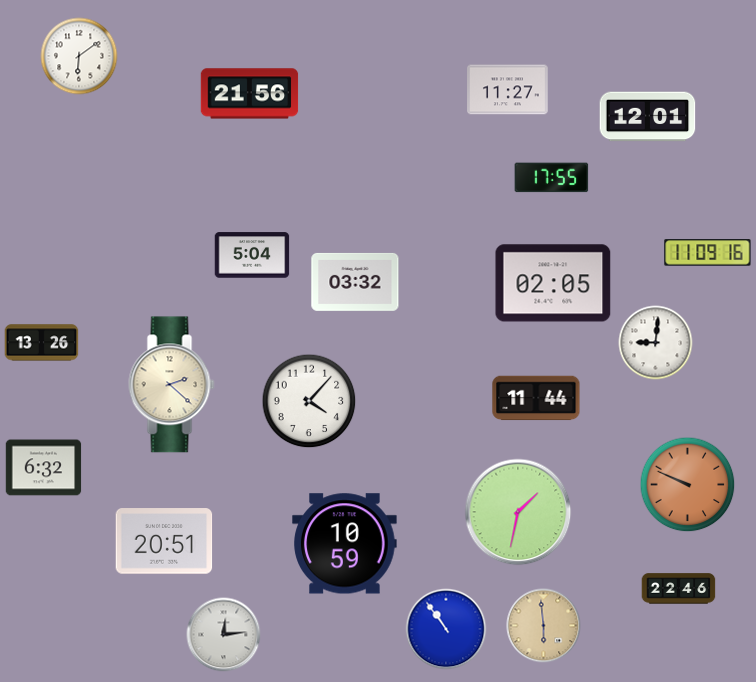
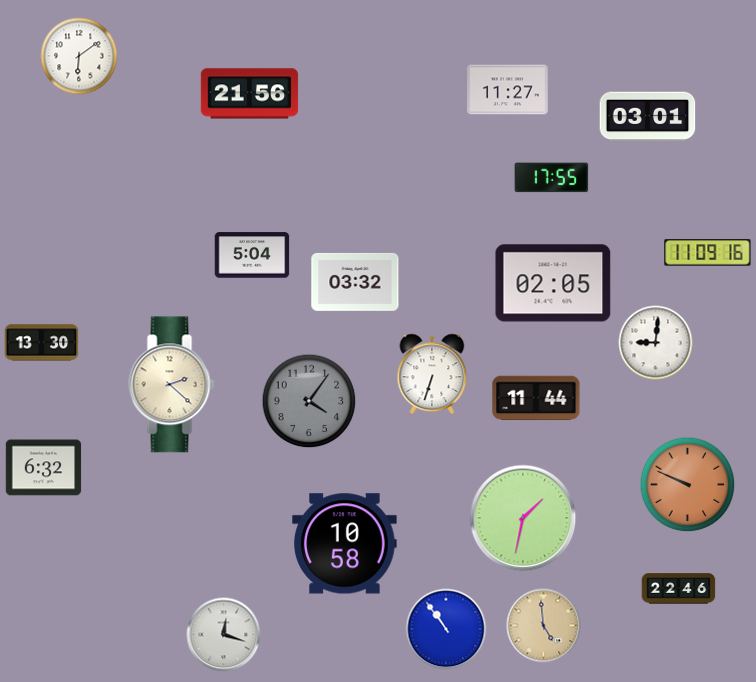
clock at (648, 117): 12:01 -> 03:01
clock at (42, 343): 13:26 -> 13:30
clock at (432, 374): none -> 6:33
clock at (309, 401): 4:07 -> 4:06
clock at (309, 401) dial: white -> grey
clock at (518, 512) position: (518, 512) -> (523, 518)
clock at (164, 541): 20:51 -> none
clock at (345, 544): 10:59 -> 10:58
clock at (544, 626): 5:59 -> 4:59
clock at (224, 635): 12:14 -> 12:18
